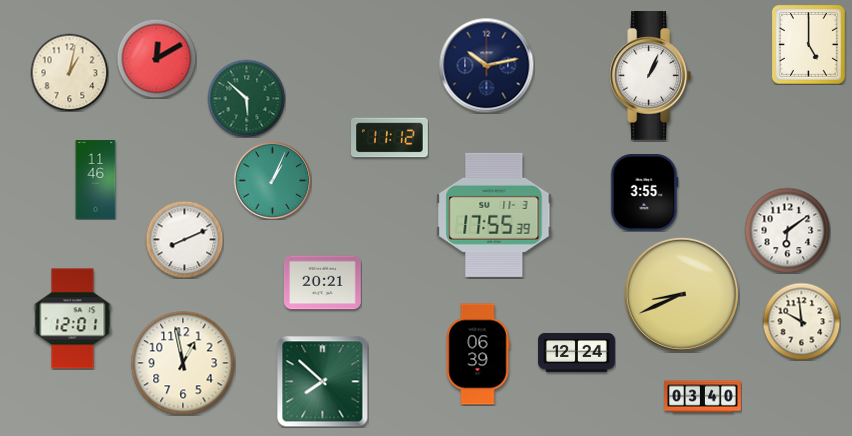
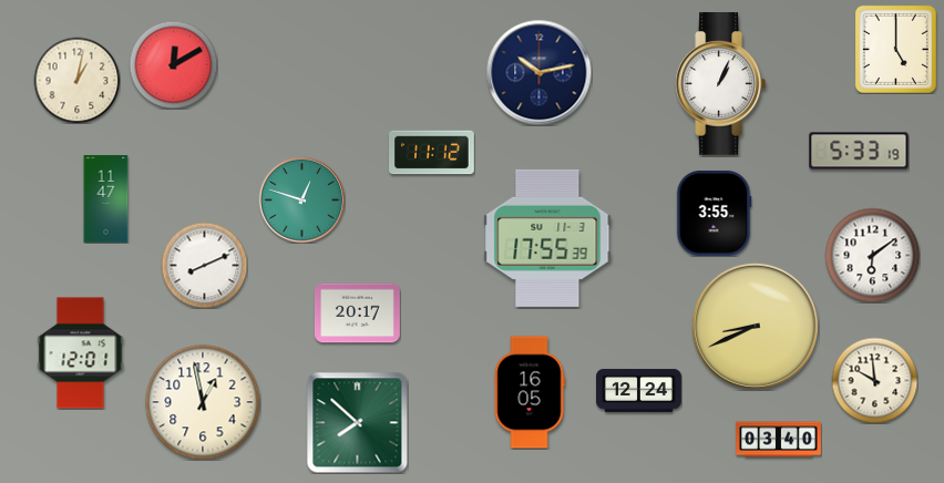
clock at (246, 98): 5:52 -> none
clock at (859, 151): none -> 5:33
clock at (96, 180): 11:46 -> 11:47
clock at (272, 180): 1:04 -> 12:48
clock at (322, 283): 20:21 -> 20:17
clock at (801, 321) position: (801, 321) -> (874, 380)
clock at (478, 354): 06:39 -> 16:05
